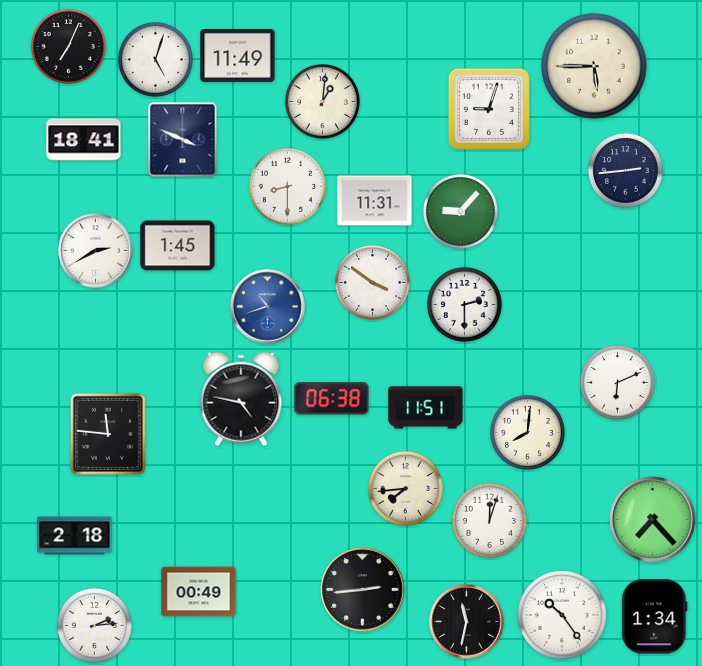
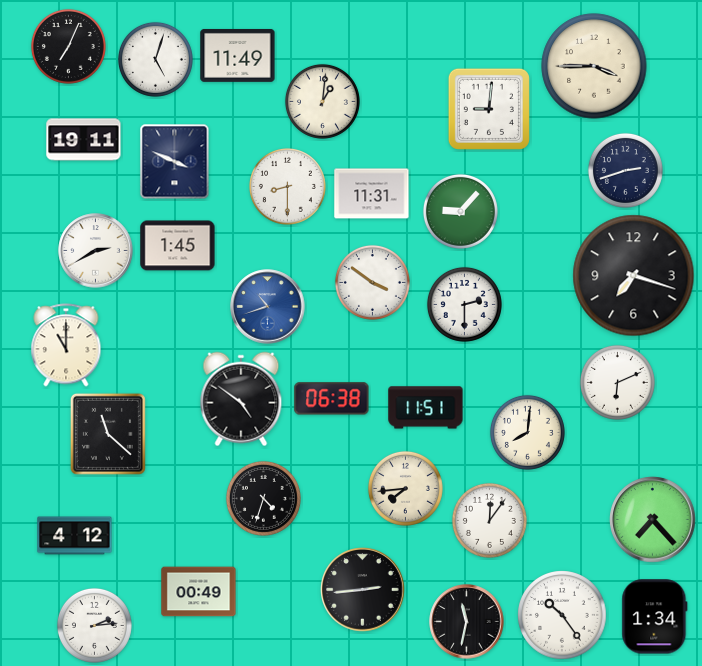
clock at (594, 66): 5:45 -> 3:45
clock at (489, 109): 9:03 -> 9:01
clock at (84, 140): 18:41 -> 19:11
clock at (183, 140) position: (183, 140) -> (175, 162)
clock at (625, 170): 2:44 -> 2:42
clock at (375, 201) position: (375, 201) -> (372, 194)
clock at (634, 276): none -> 7:18
clock at (66, 345): none -> 11:00
clock at (241, 399): 4:47 -> 4:51
clock at (108, 434): 11:46 -> 11:22
clock at (263, 498): none -> 4:33
clock at (489, 520): 12:03 -> 12:06
clock at (75, 536): 2:18 -> 4:12
